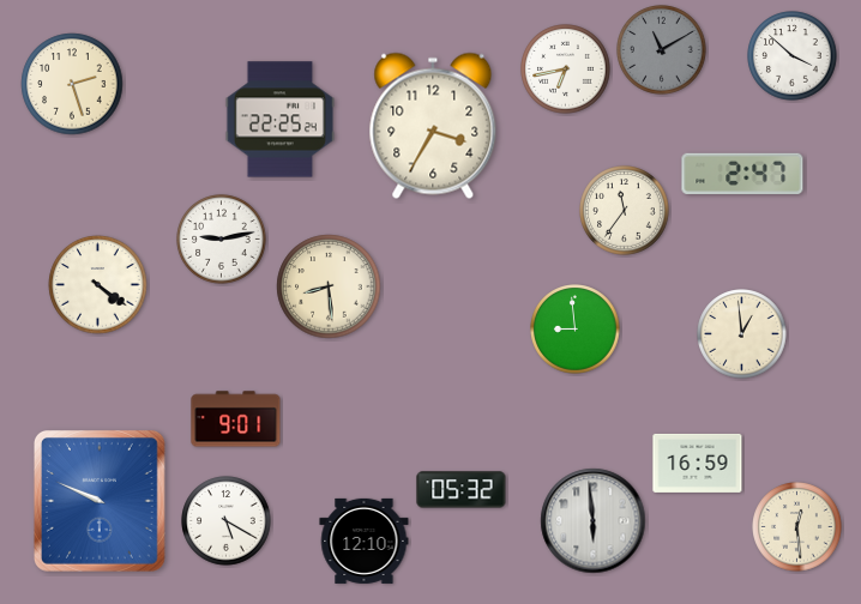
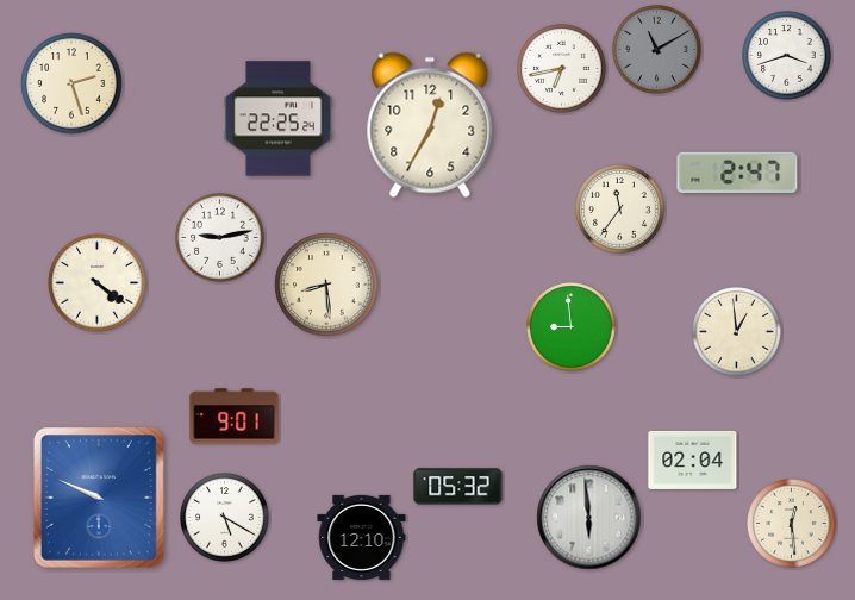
clock at (793, 56): 3:52 -> 3:42
clock at (433, 126): 3:35 -> 12:35
clock at (698, 463): 16:59 -> 02:04
